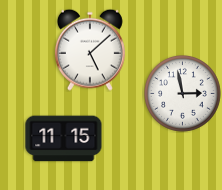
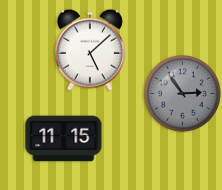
clock at (183, 94): 2:58 -> 2:54
clock at (183, 94) dial: white -> grey
